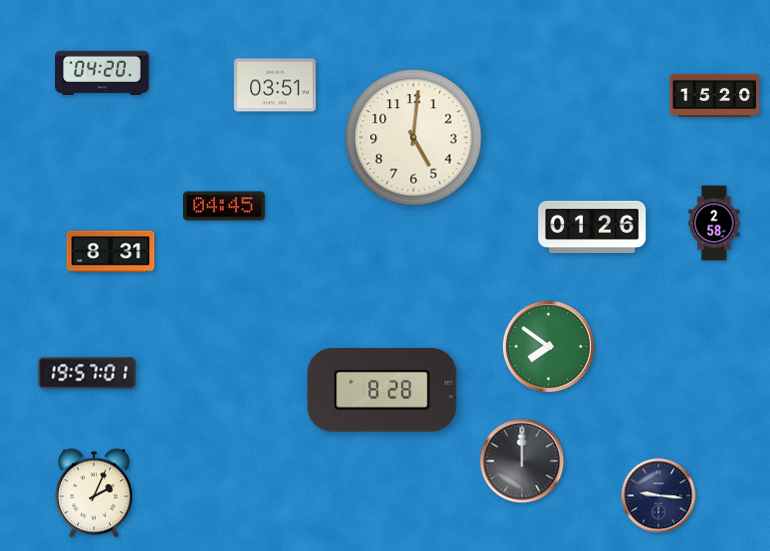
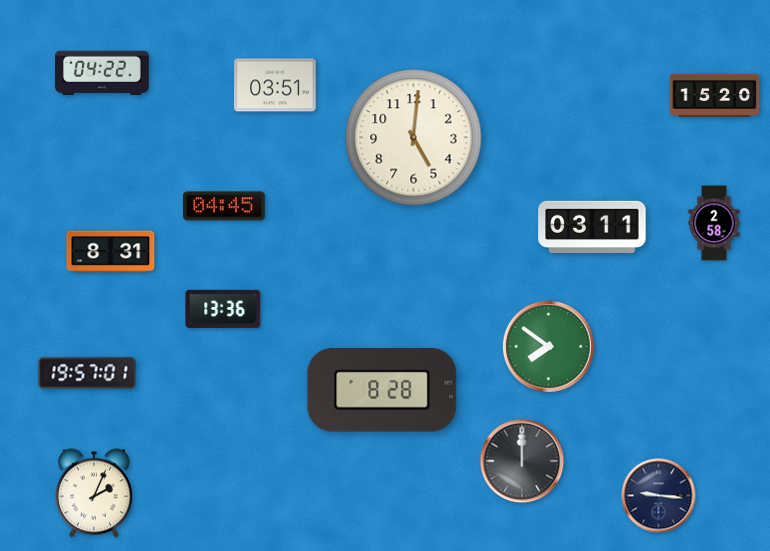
clock at (102, 73): 04:20 -> 04:22
clock at (592, 227): 01:26 -> 03:11
clock at (223, 309): none -> 13:36
